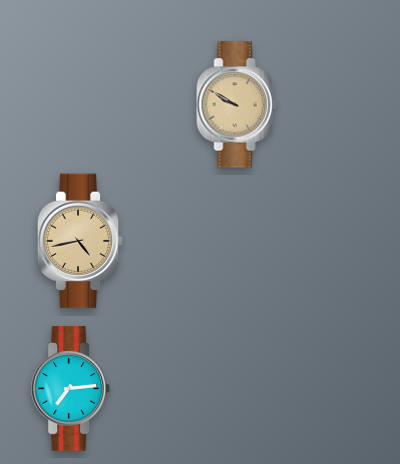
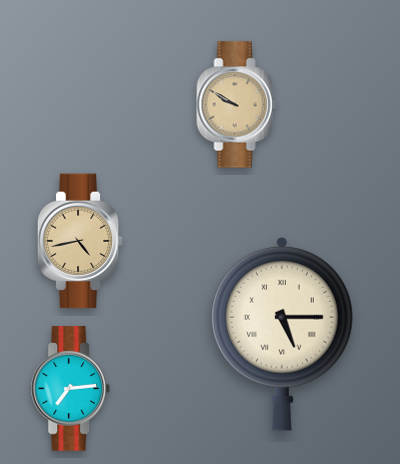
clock at (283, 334): none -> 5:15
